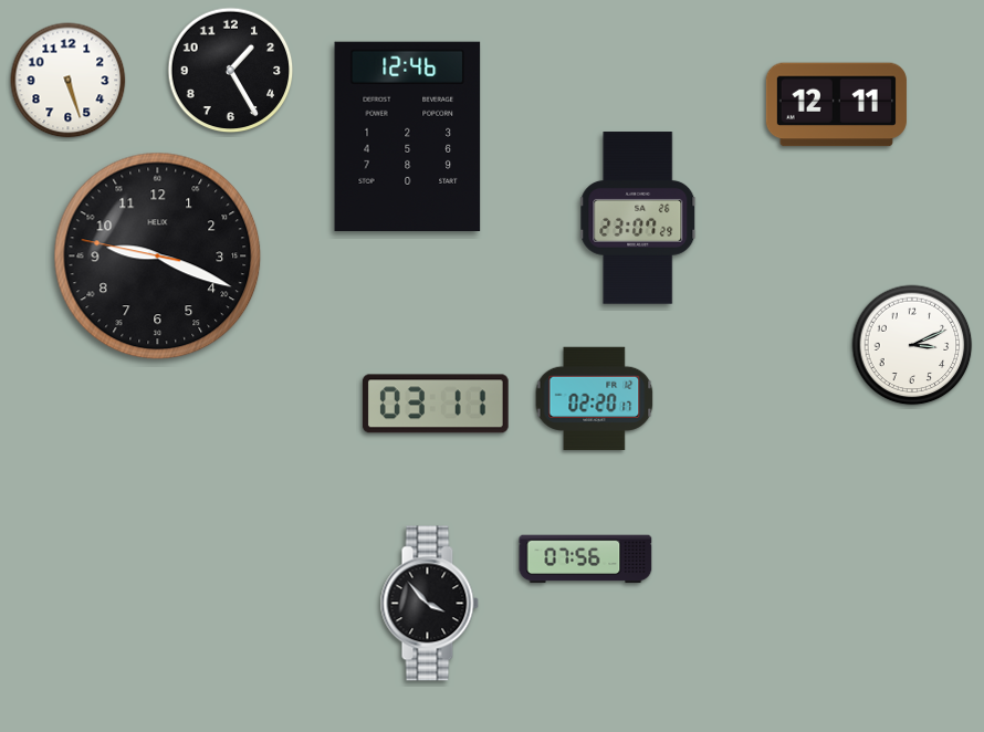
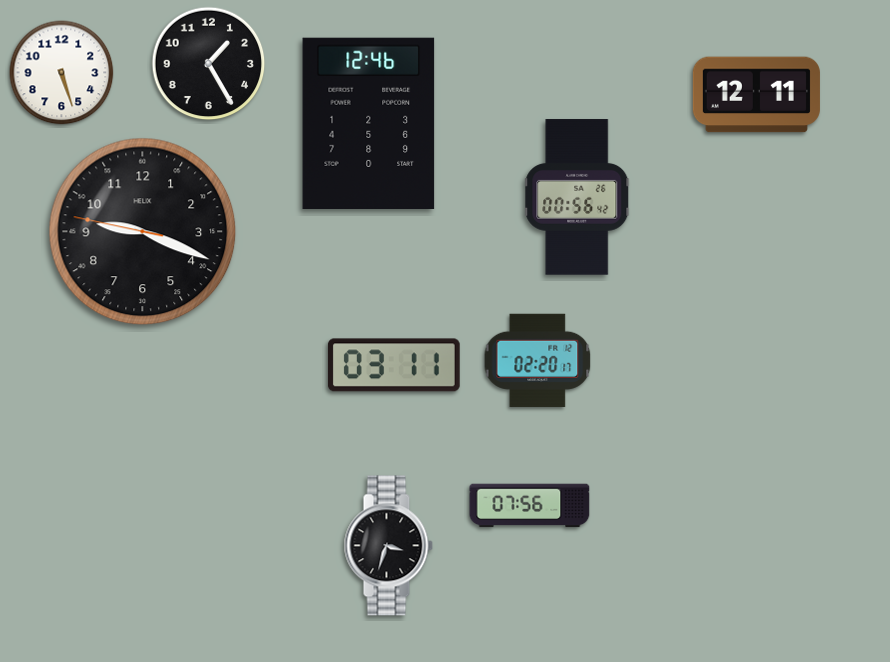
clock at (639, 218): 23:07 -> 00:56
clock at (912, 345): 3:11 -> none
clock at (429, 604): 3:53 -> 3:33
